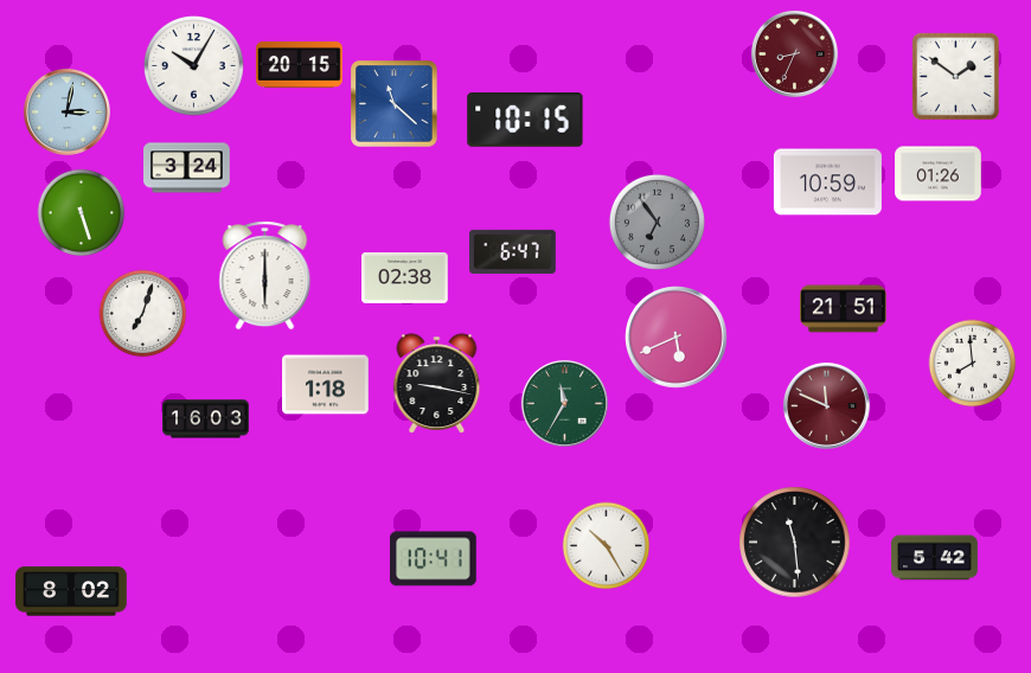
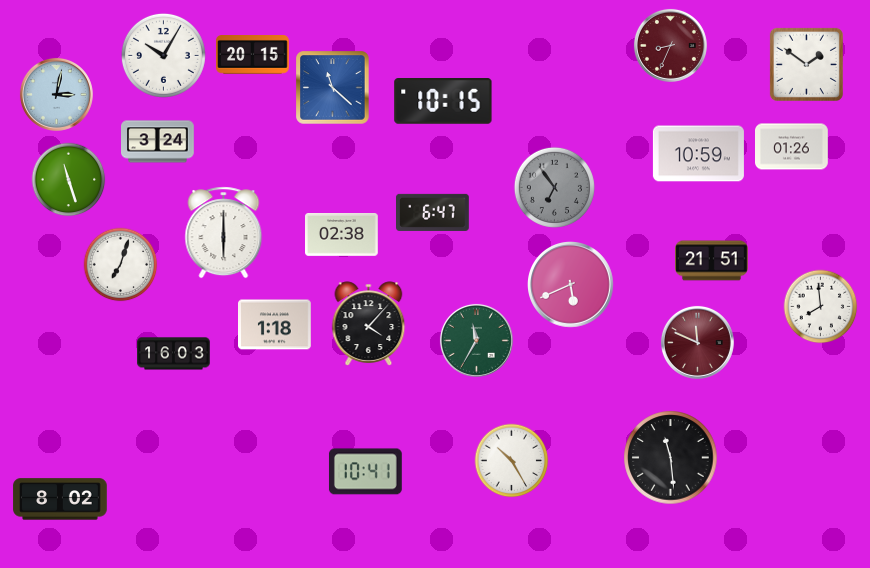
clock at (82, 213): 5:27 -> 11:27
clock at (437, 384): 9:17 -> 4:07
clock at (935, 558): 5:42 -> none
